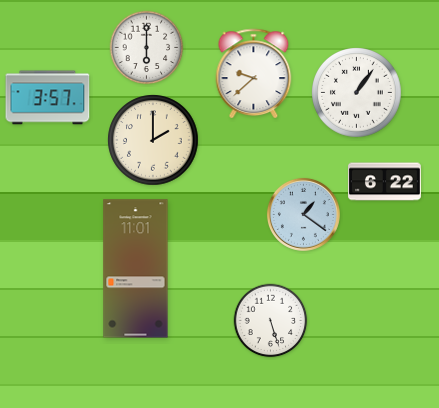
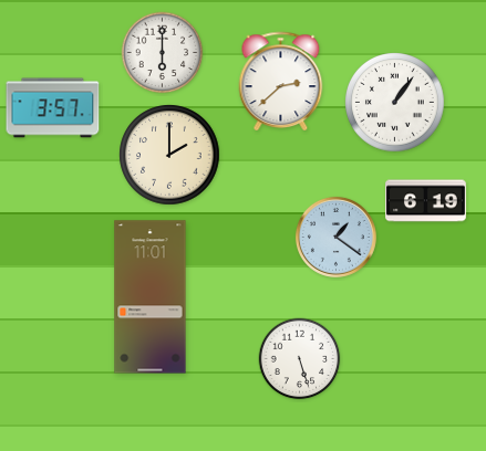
clock at (254, 73): 9:38 -> 2:38
clock at (385, 182): 6:22 -> 6:19
clock at (271, 321) position: (271, 321) -> (300, 359)
